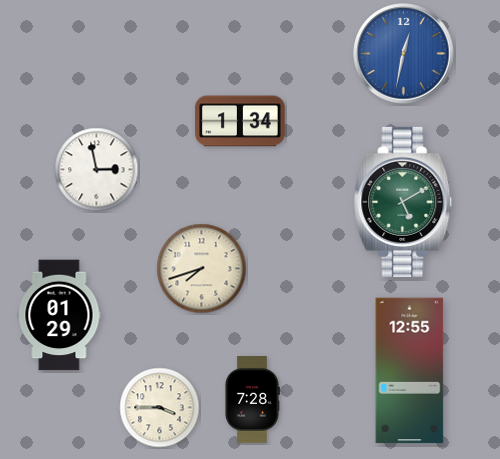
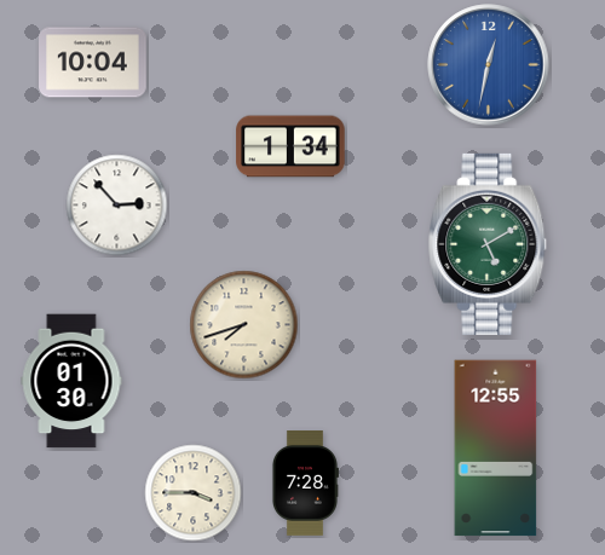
clock at (93, 63): none -> 10:04
clock at (97, 170): 2:58 -> 2:53
clock at (59, 315): 01:29 -> 01:30
